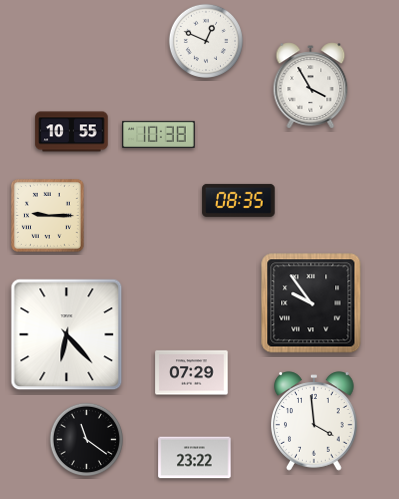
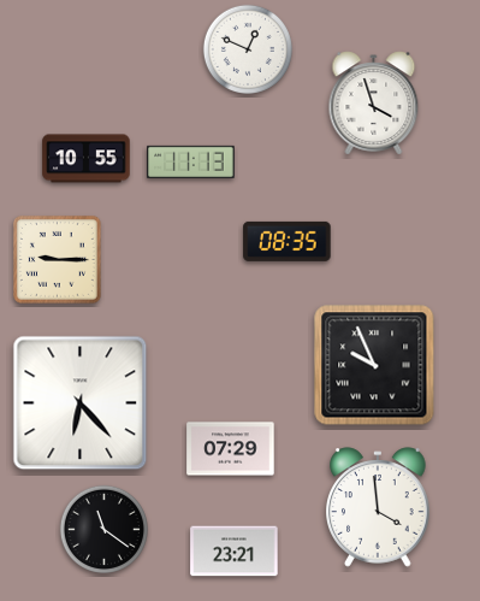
clock at (311, 86): 3:55 -> 3:57
clock at (159, 134): 10:38 -> 11:13
clock at (311, 303): 9:54 -> 9:56
clock at (195, 458): 23:22 -> 23:21
